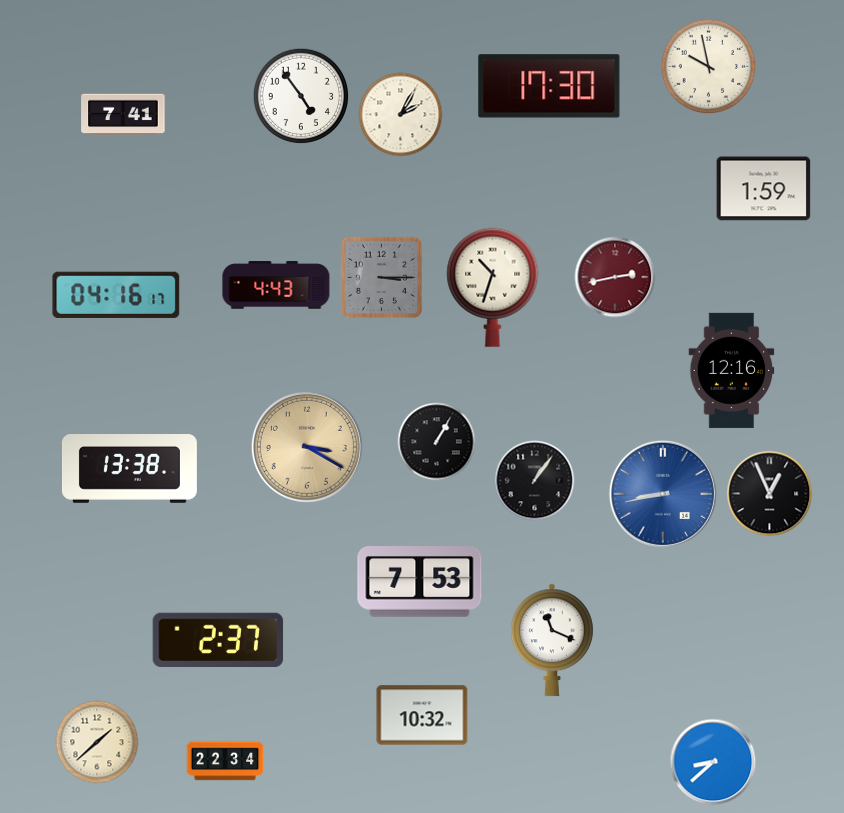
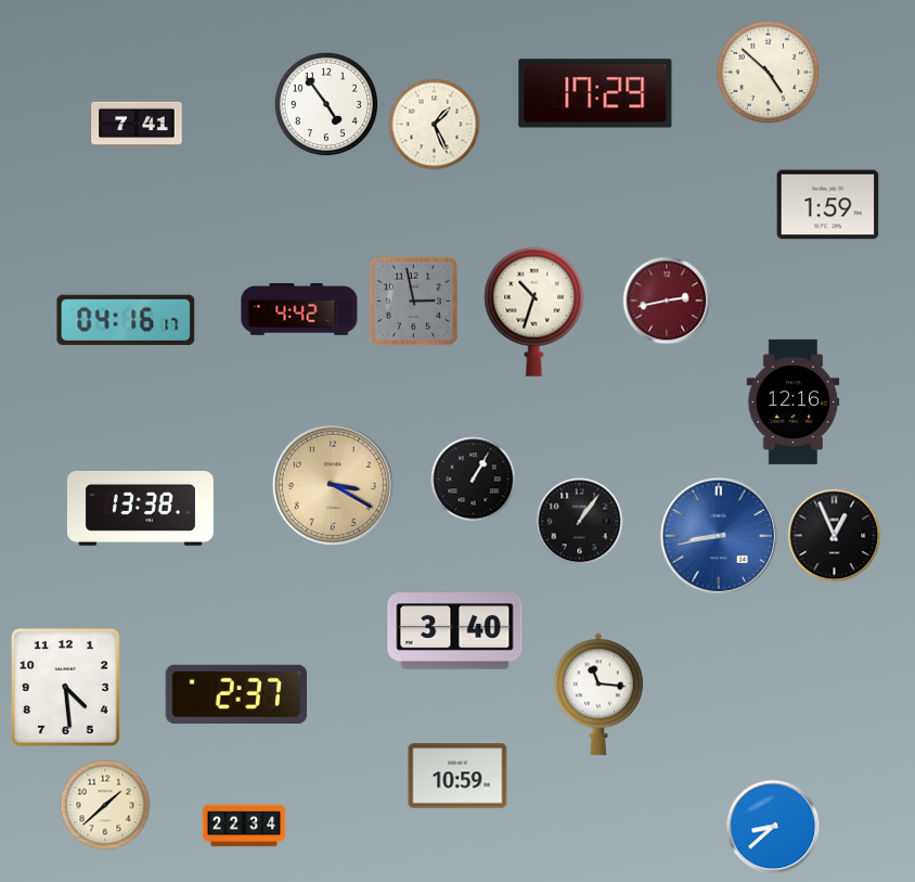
clock at (709, 67): 9:58 -> 4:52
clock at (549, 86): 17:30 -> 17:29
clock at (123, 115) position: (123, 115) -> (137, 125)
clock at (401, 115): 2:05 -> 1:26
clock at (382, 278): 3:15 -> 2:58
clock at (276, 285): 4:43 -> 4:42
clock at (420, 582): 7:53 -> 3:40
clock at (65, 687): none -> 4:29
clock at (553, 640): 11:19 -> 11:16
clock at (422, 715): 10:32 -> 10:59
